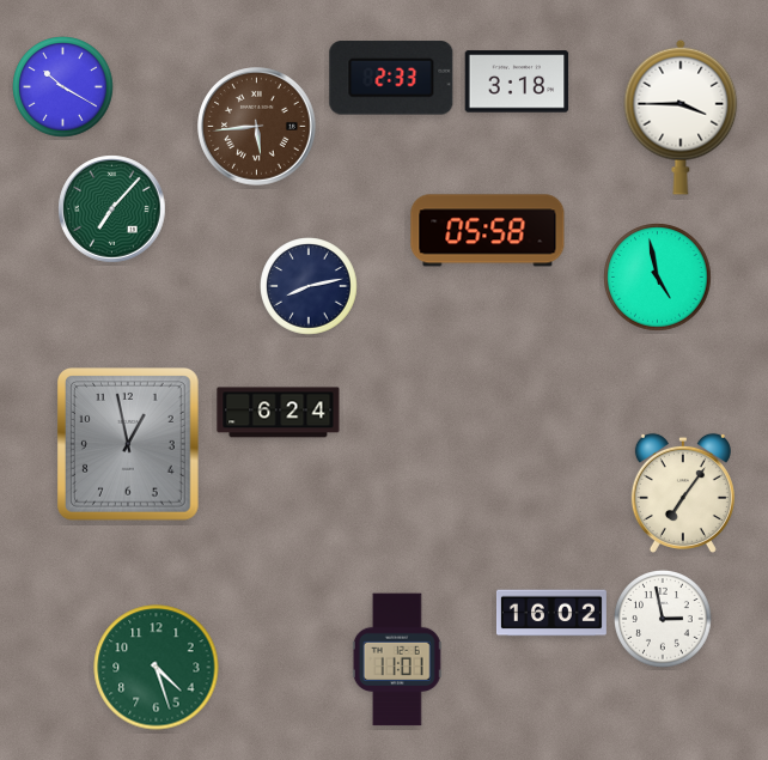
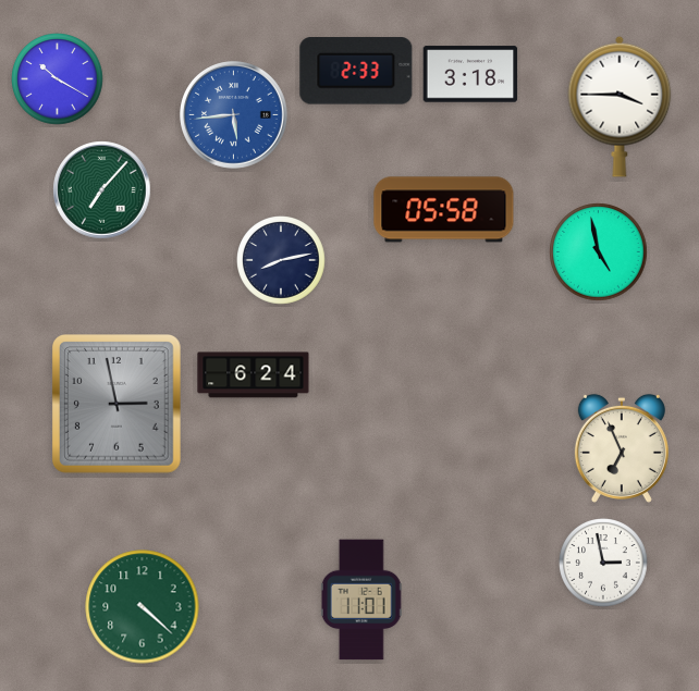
clock at (257, 127) dial: brown -> blue
clock at (129, 445): 12:58 -> 2:58
clock at (683, 493): 7:06 -> 6:56
clock at (551, 613): 16:02 -> none
clock at (157, 668): 4:27 -> 4:22
